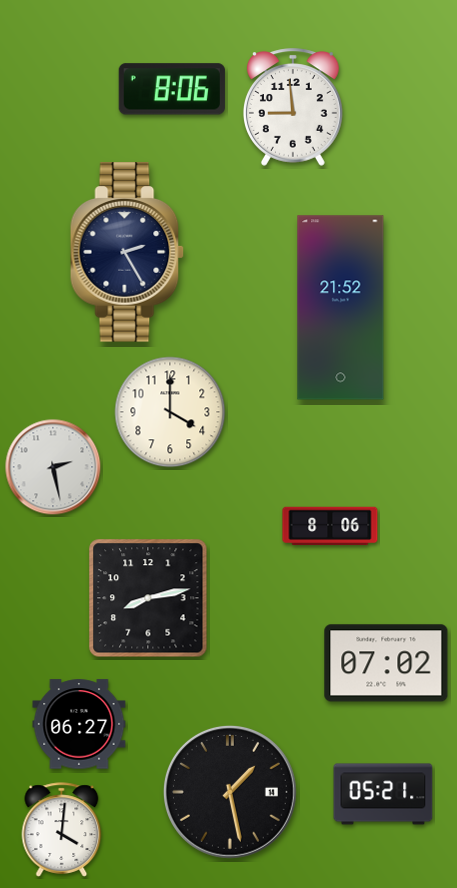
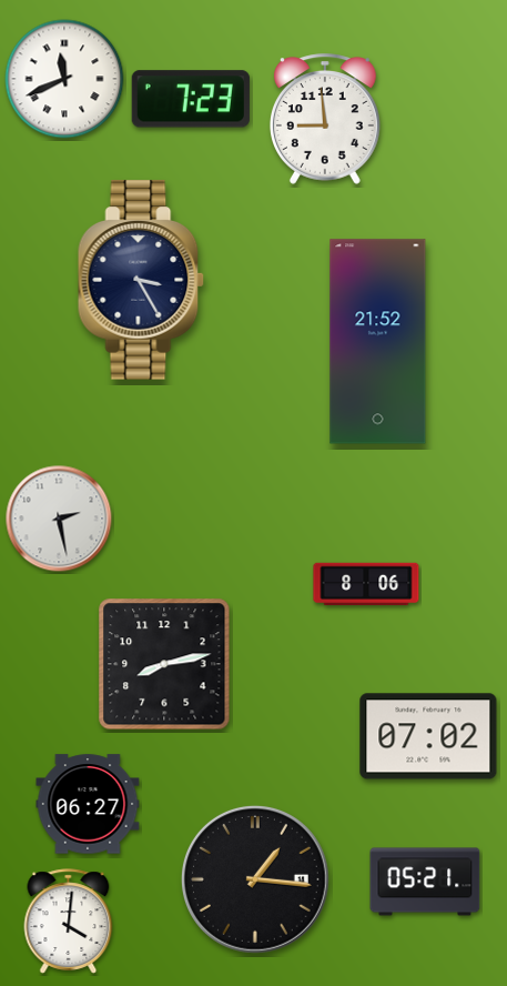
clock at (64, 79): none -> 11:41
clock at (172, 89): 8:06 -> 7:23
clock at (127, 252): 2:25 -> 3:25
clock at (170, 412): 4:00 -> none
clock at (230, 792): 1:28 -> 1:16
